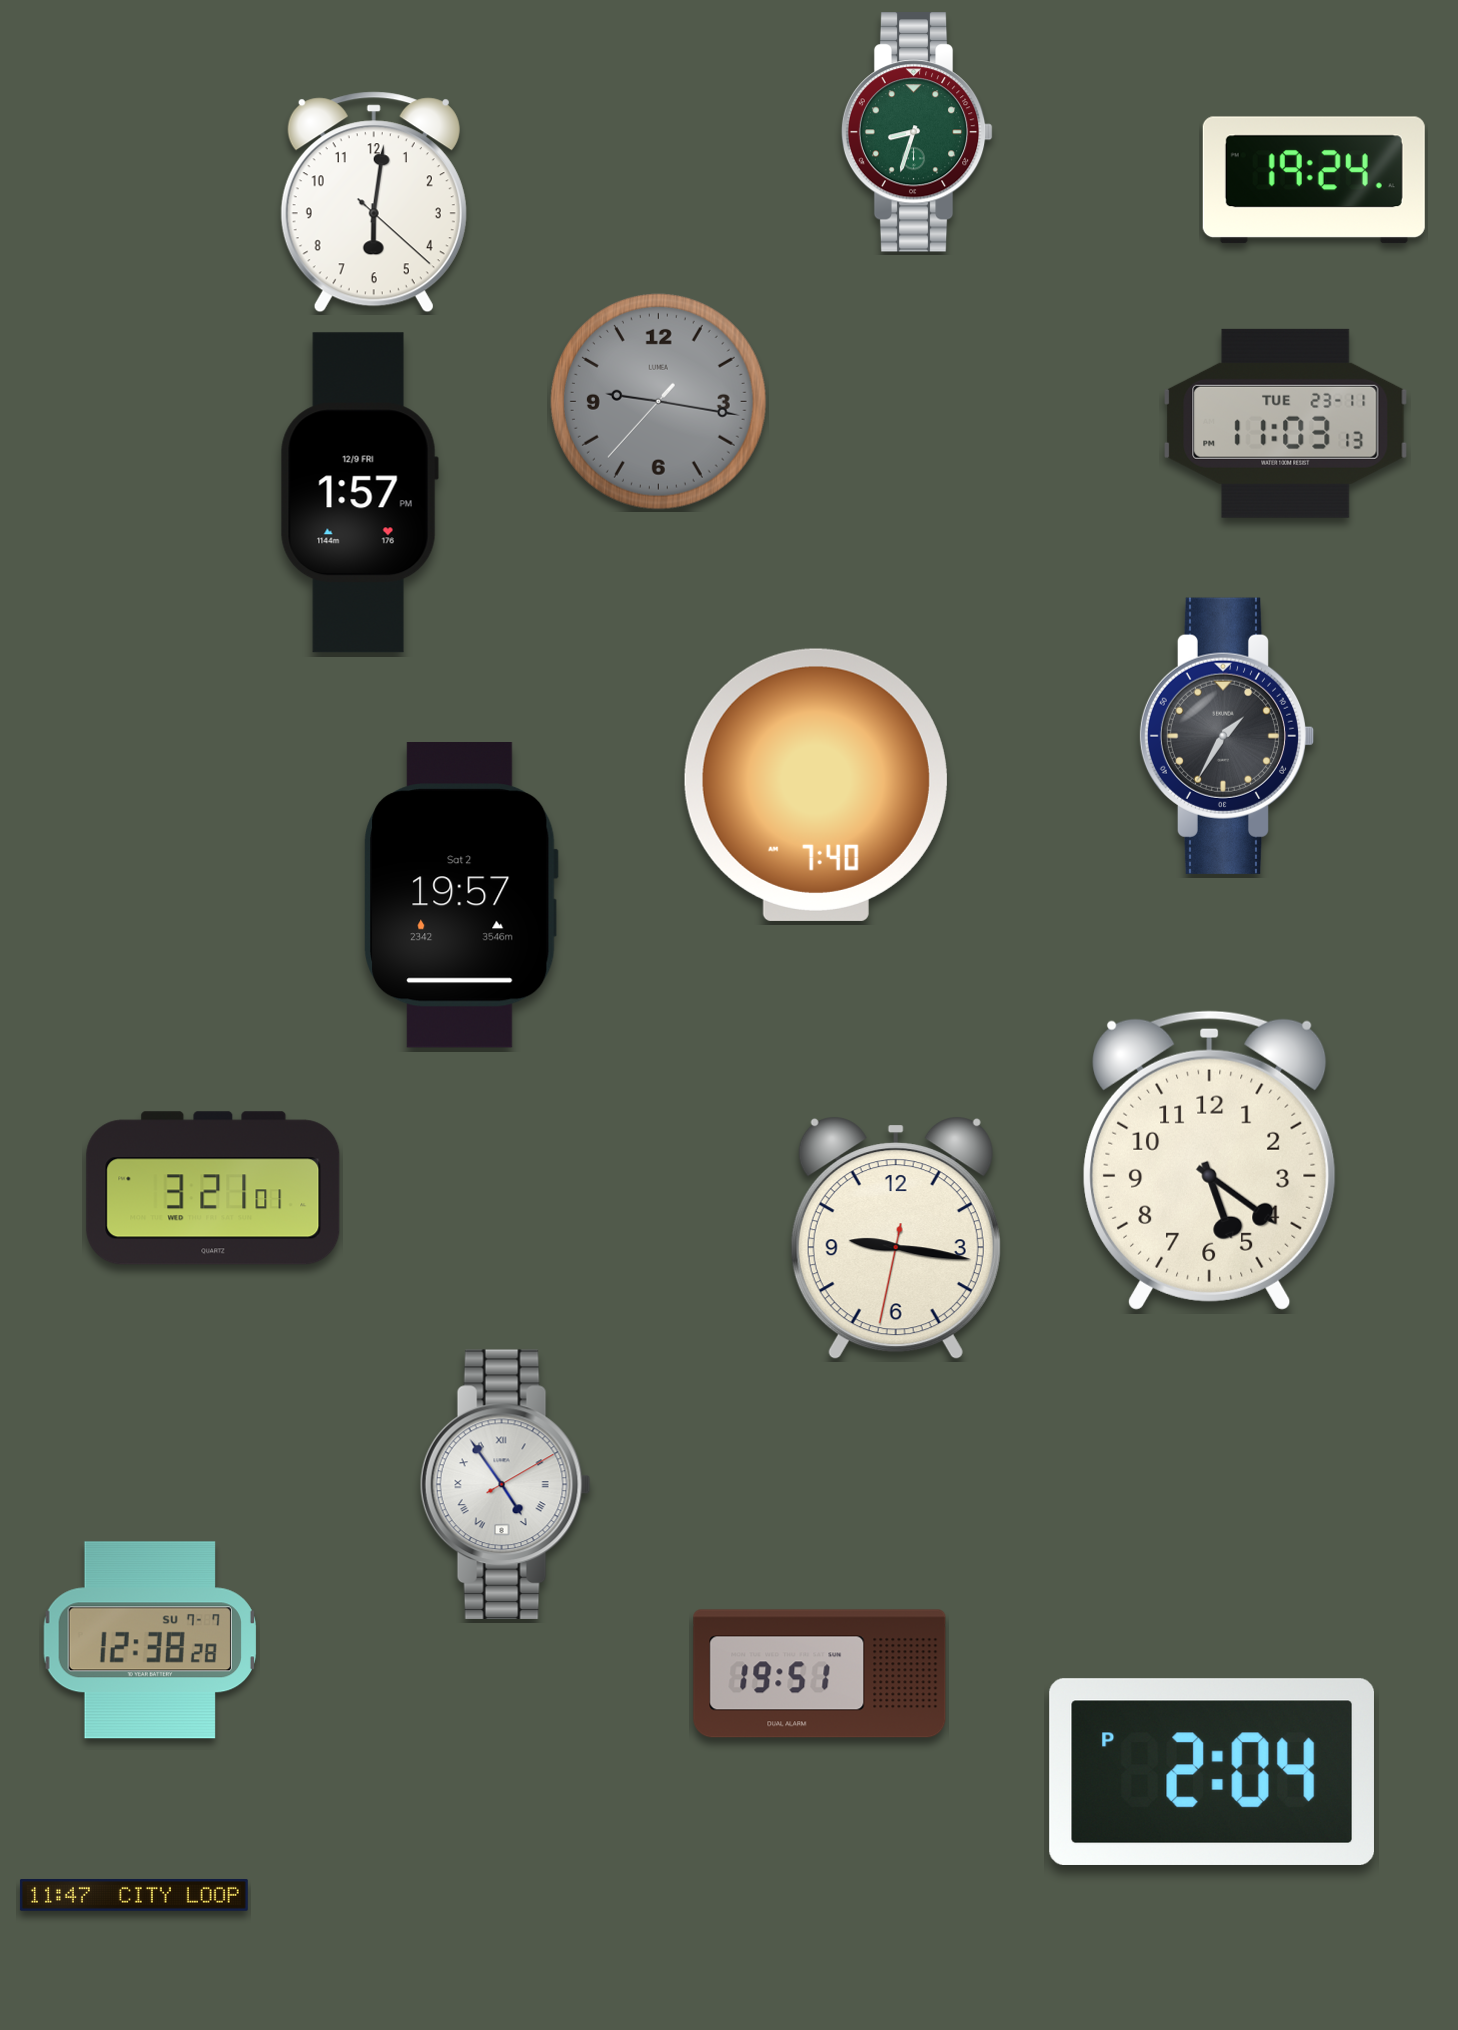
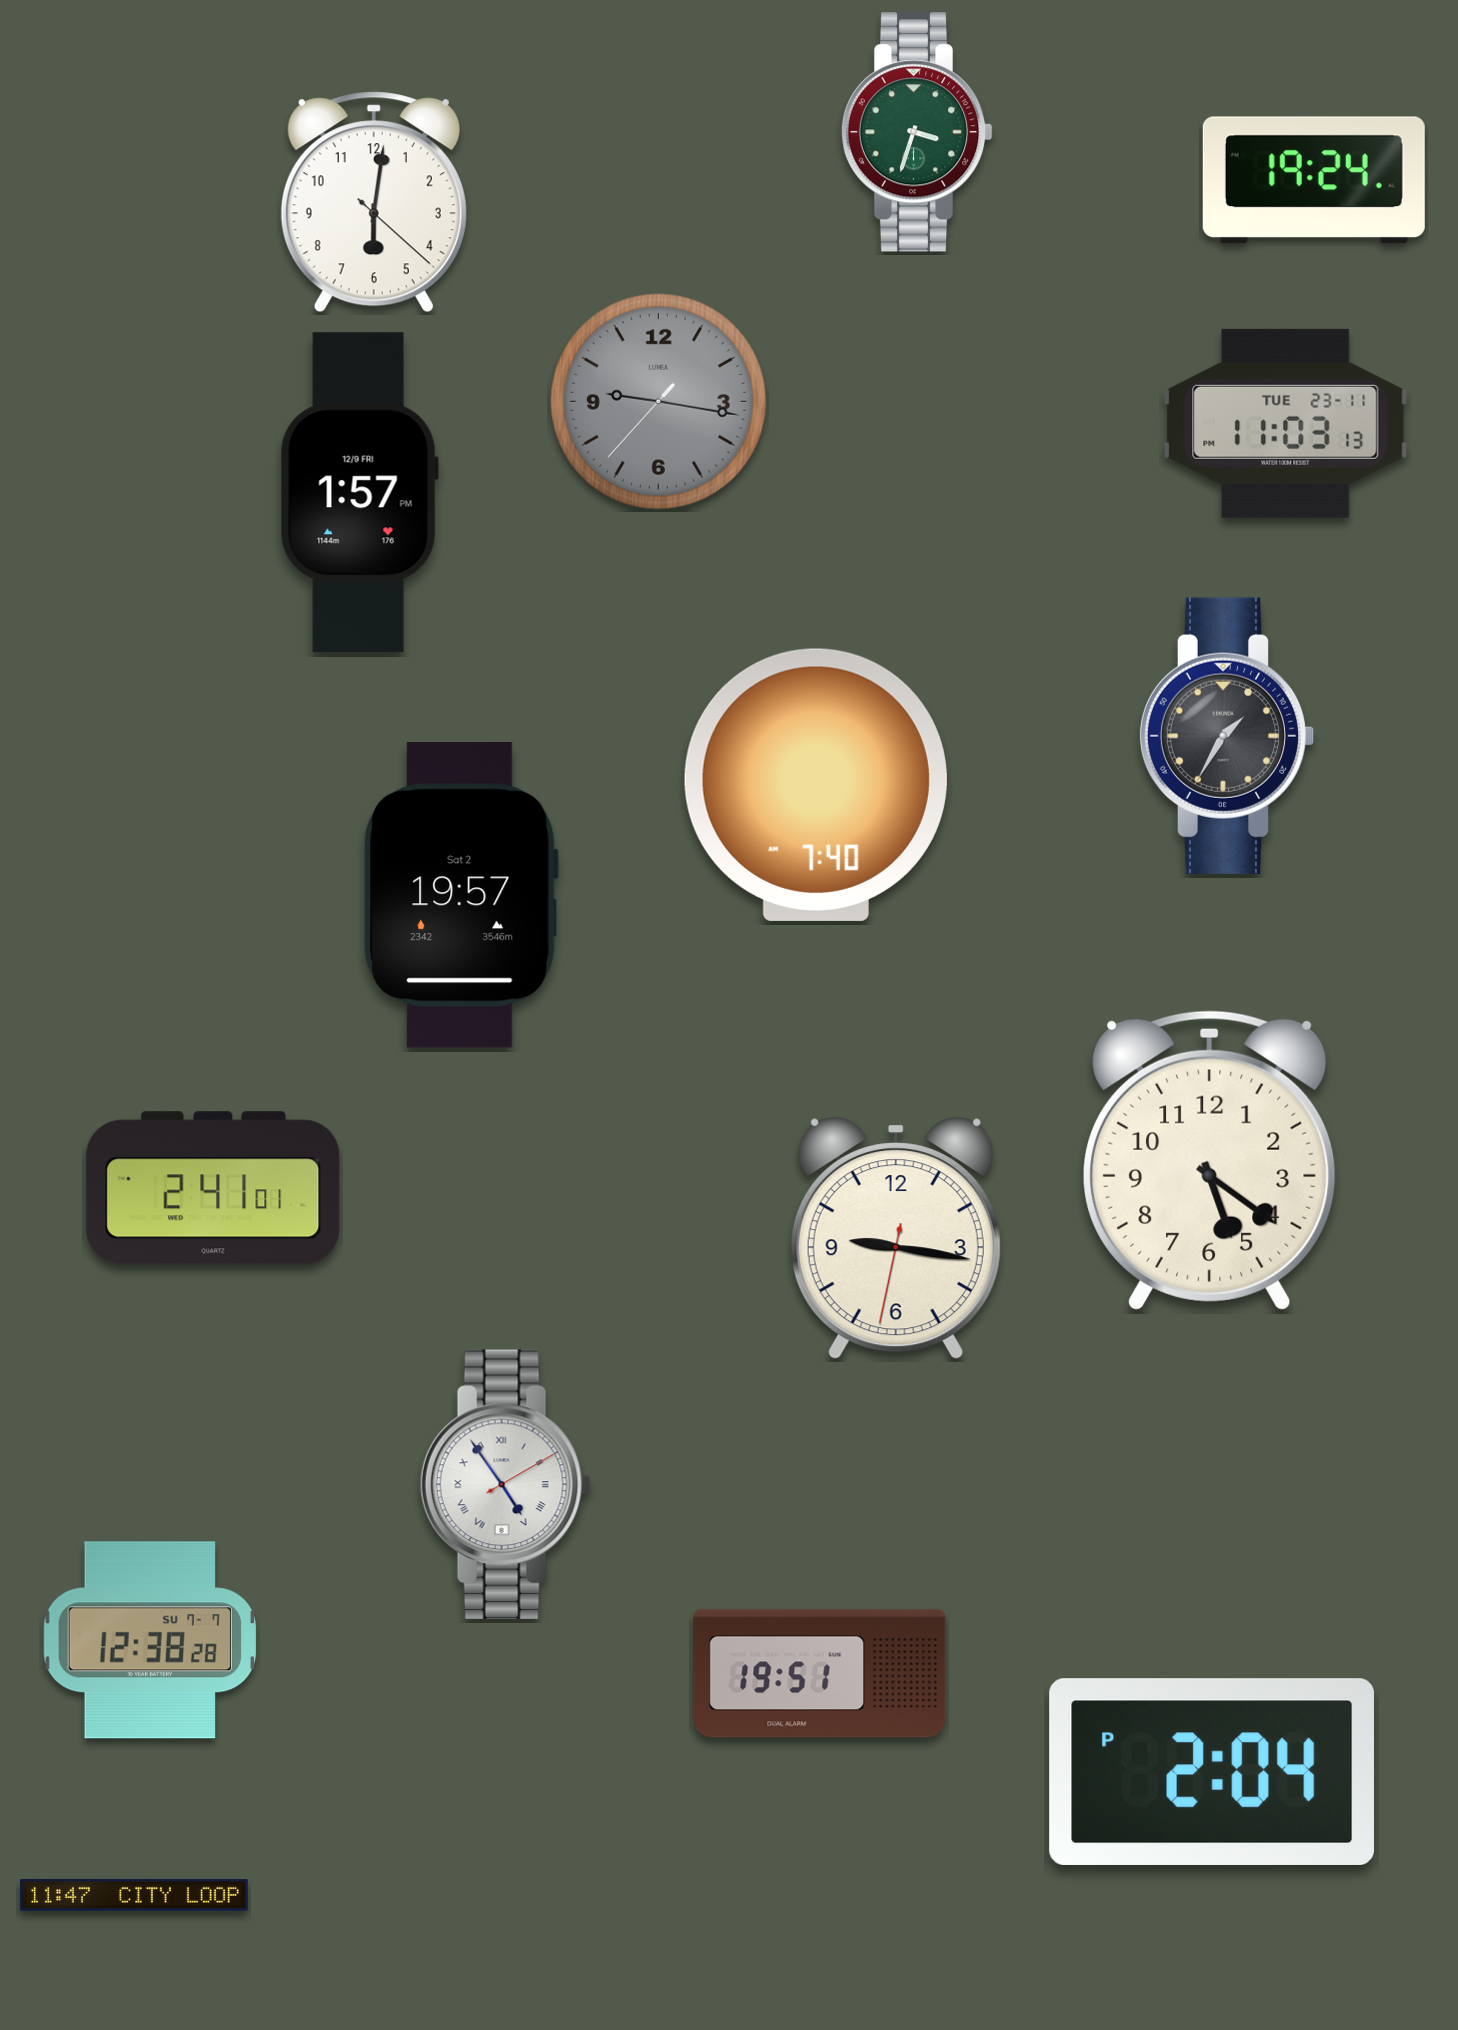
clock at (917, 132): 8:33 -> 3:33
clock at (213, 1188): 3:21 -> 2:41
